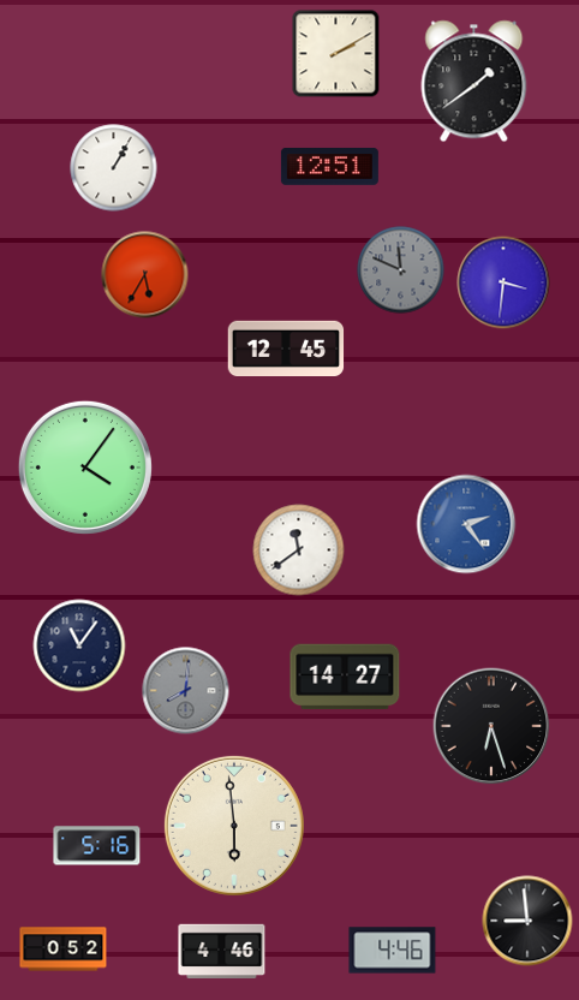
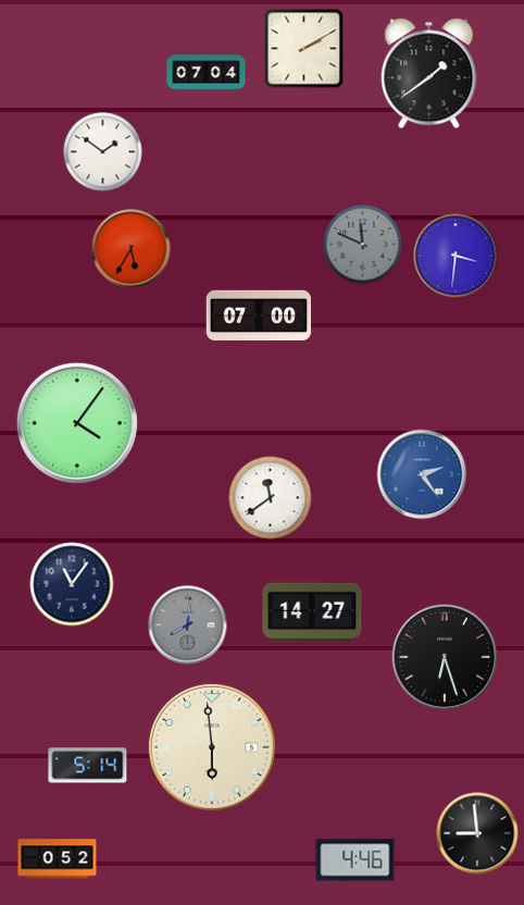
clock at (207, 73): none -> 07:04
clock at (329, 166): 12:51 -> none
clock at (114, 168): 1:05 -> 1:51
clock at (286, 347): 12:45 -> 07:00
clock at (186, 691) position: (186, 691) -> (188, 625)
clock at (97, 846): 5:16 -> 5:14
clock at (222, 951): 4:46 -> none
